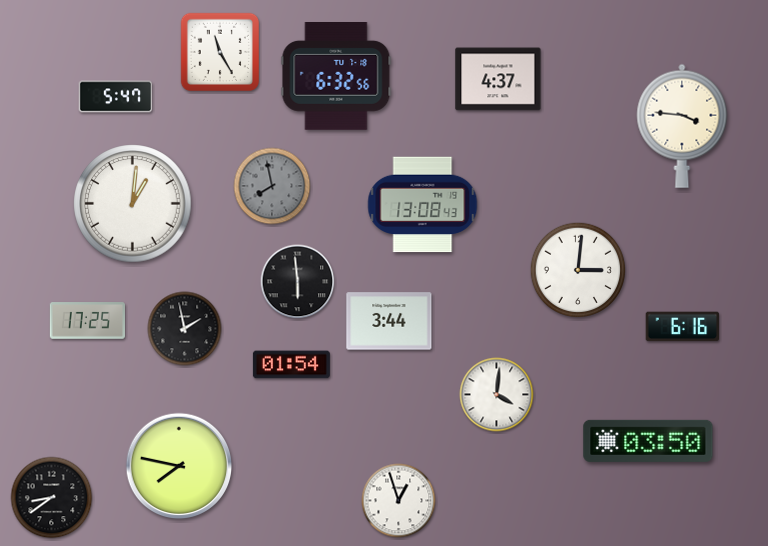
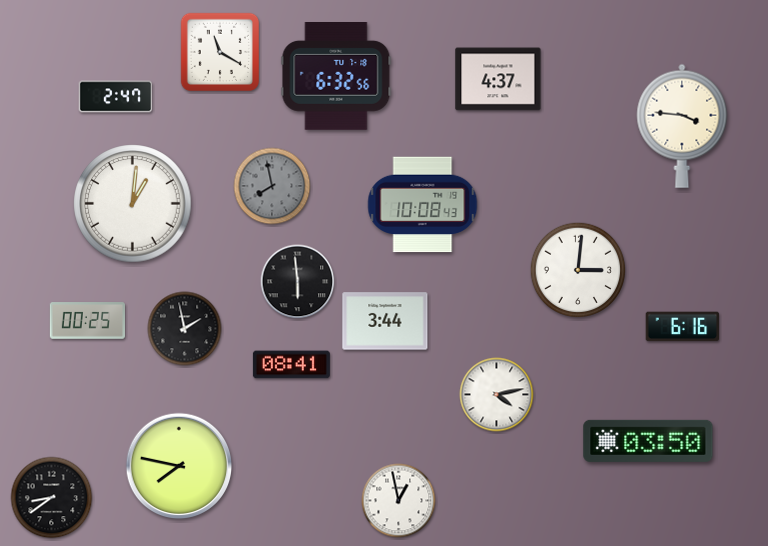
clock at (219, 51): 11:25 -> 11:20
clock at (116, 97): 5:47 -> 2:47
clock at (423, 205): 13:08 -> 10:08
clock at (87, 321): 17:25 -> 00:25
clock at (389, 321) position: (389, 321) -> (385, 321)
clock at (291, 365): 01:54 -> 08:41
clock at (497, 395): 4:01 -> 4:13
clock at (399, 501): 12:57 -> 12:58
